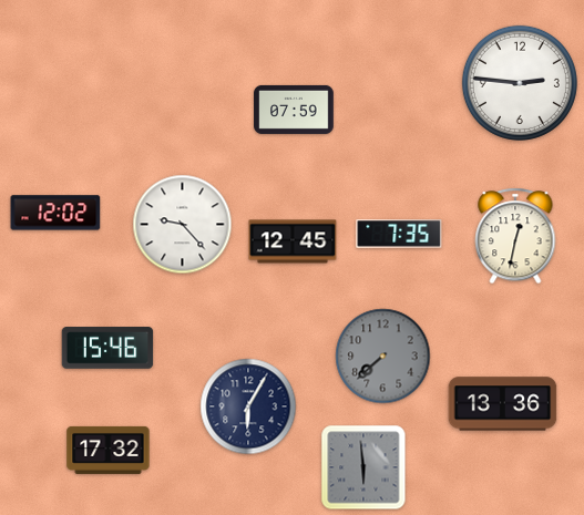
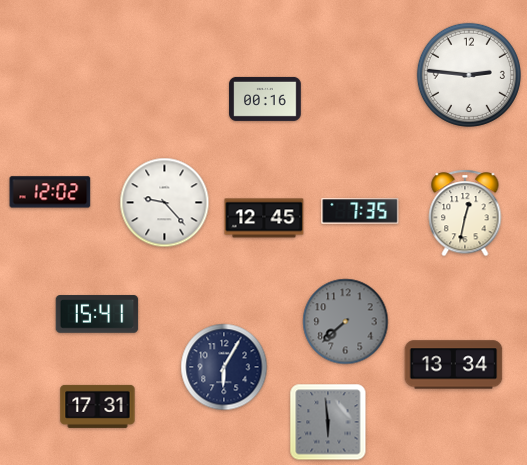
clock at (294, 110): 07:59 -> 00:16
clock at (107, 348): 15:46 -> 15:41
clock at (503, 404): 13:36 -> 13:34
clock at (109, 450): 17:32 -> 17:31
